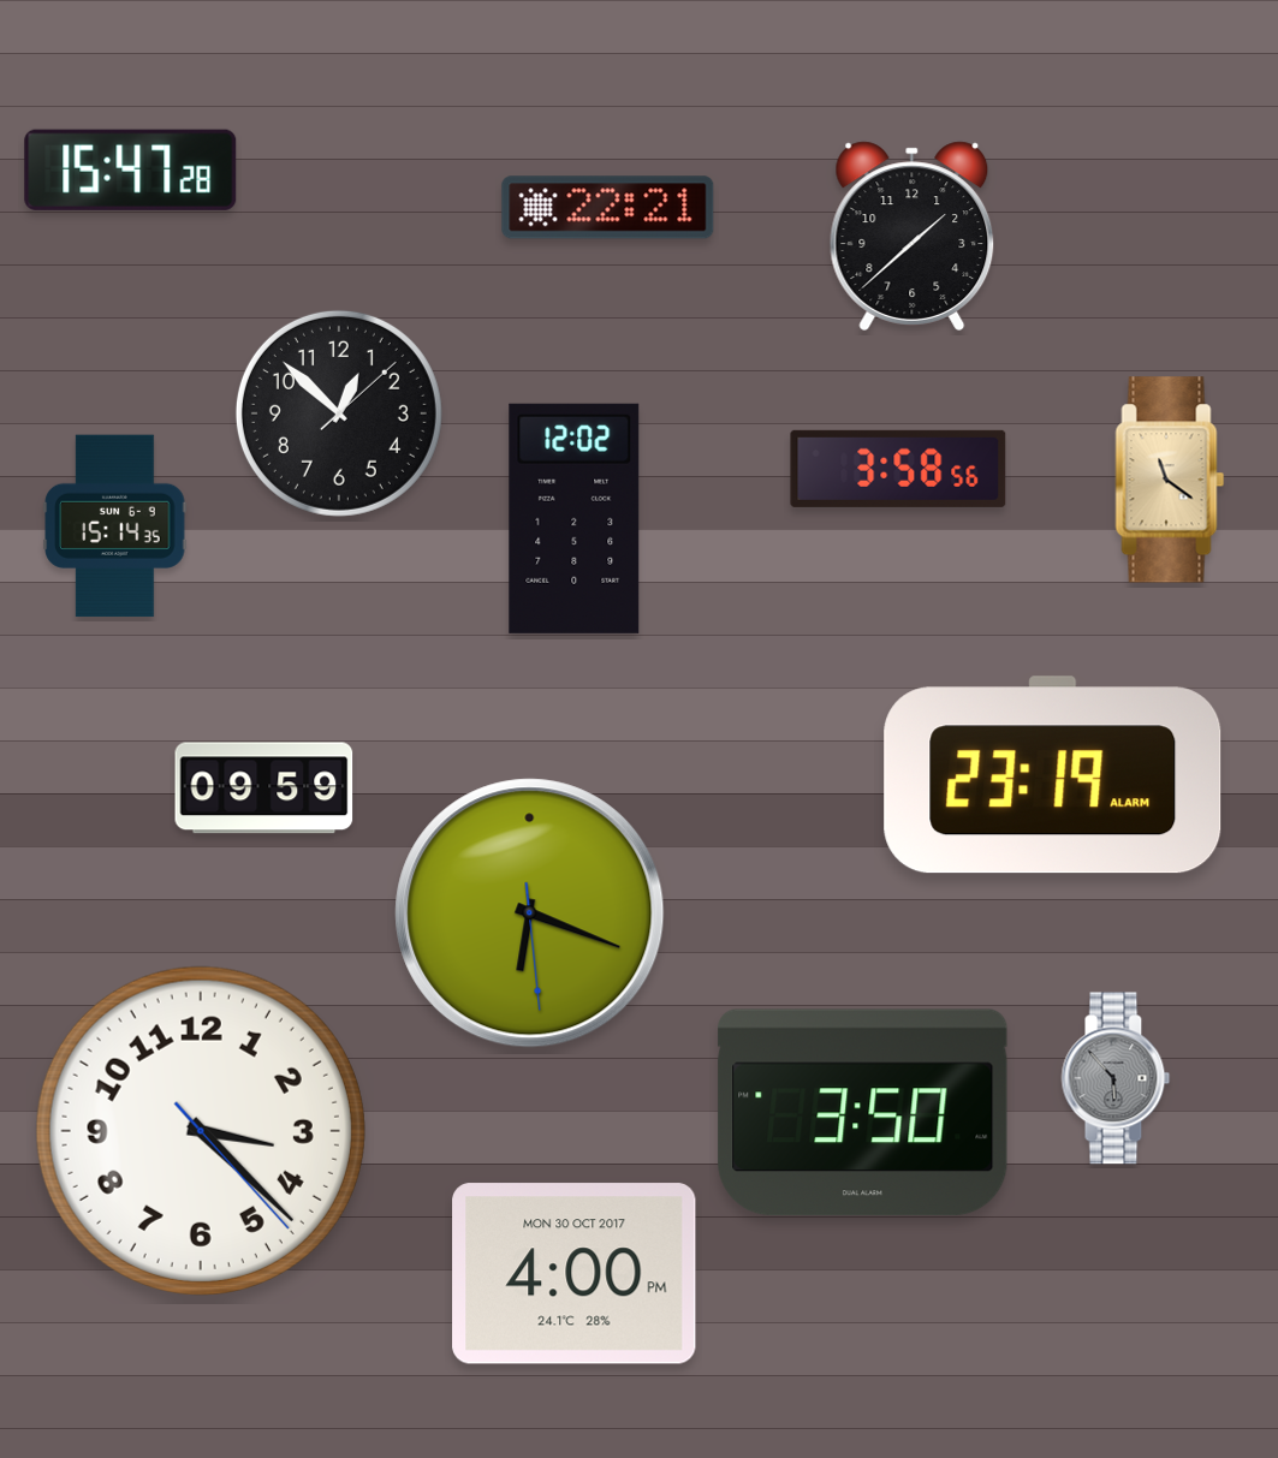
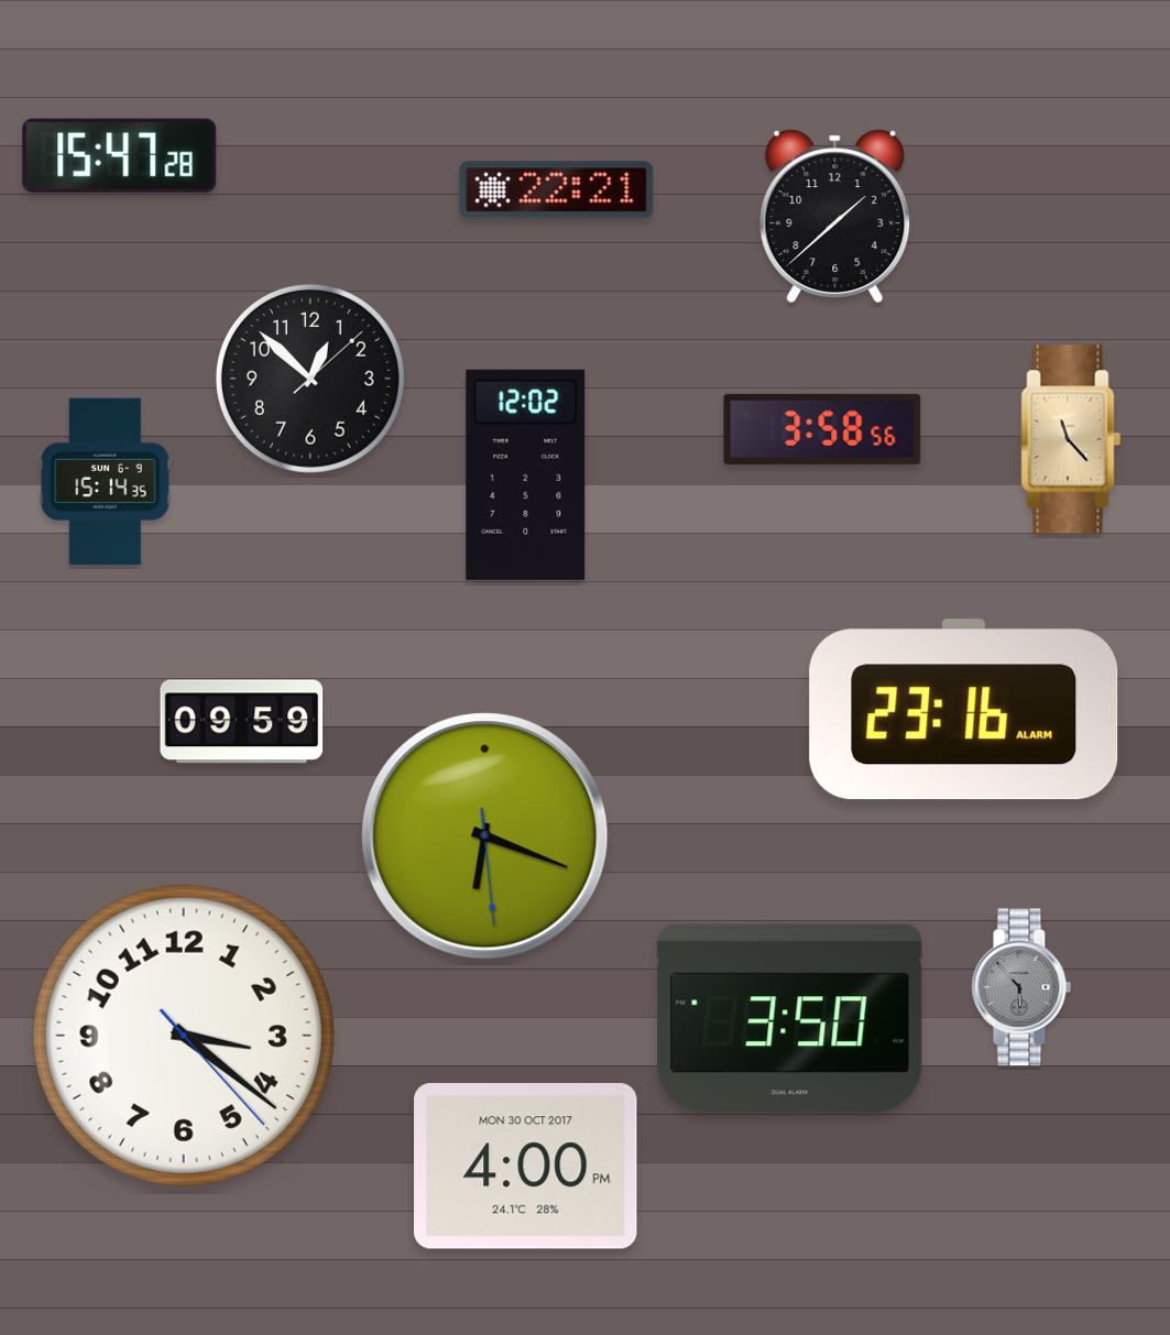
clock at (1170, 480): 11:21 -> 11:23
clock at (1053, 775): 23:19 -> 23:16
clock at (201, 1131): 3:22 -> 3:21
